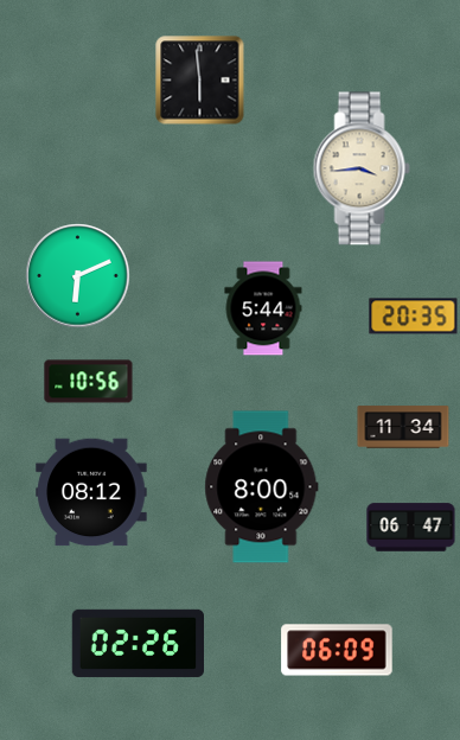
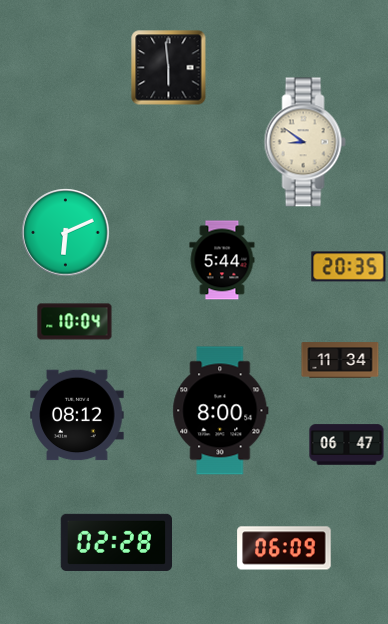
clock at (362, 168): 3:44 -> 8:51
clock at (89, 382): 10:56 -> 10:04
clock at (139, 643): 02:26 -> 02:28
